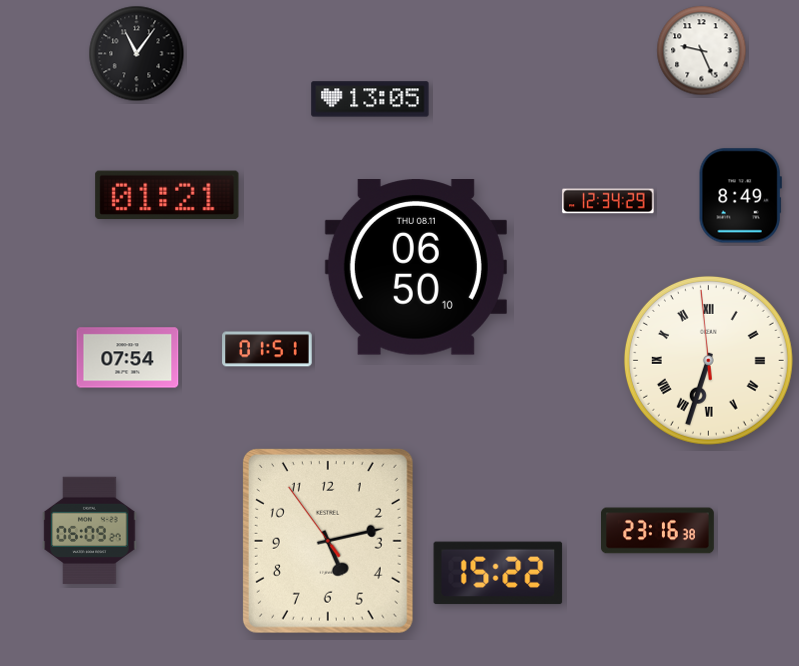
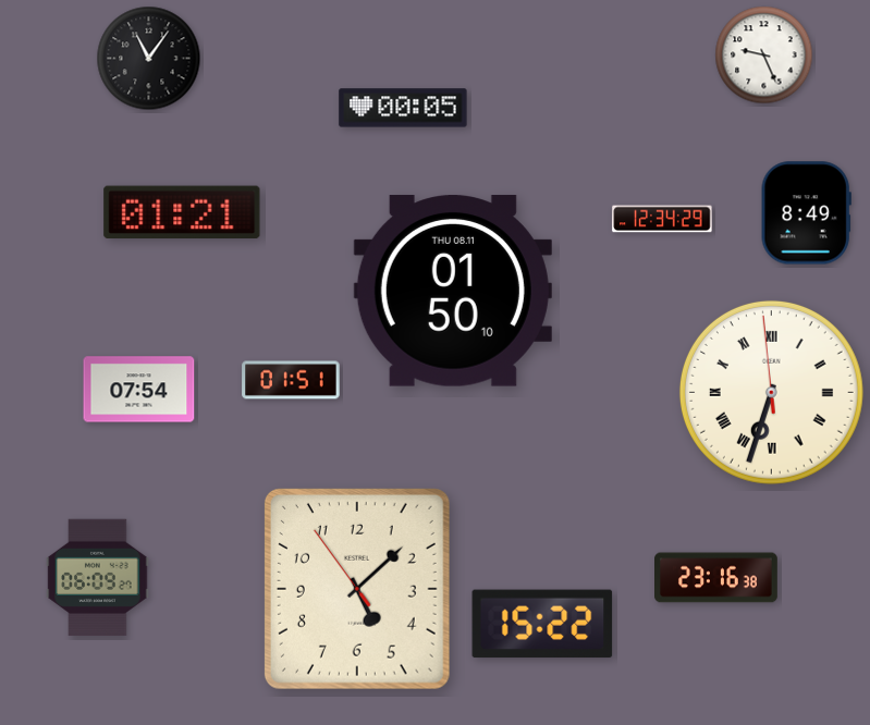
clock at (370, 99): 13:05 -> 00:05
clock at (416, 267): 06:50 -> 01:50
clock at (328, 541): 5:12 -> 5:07
